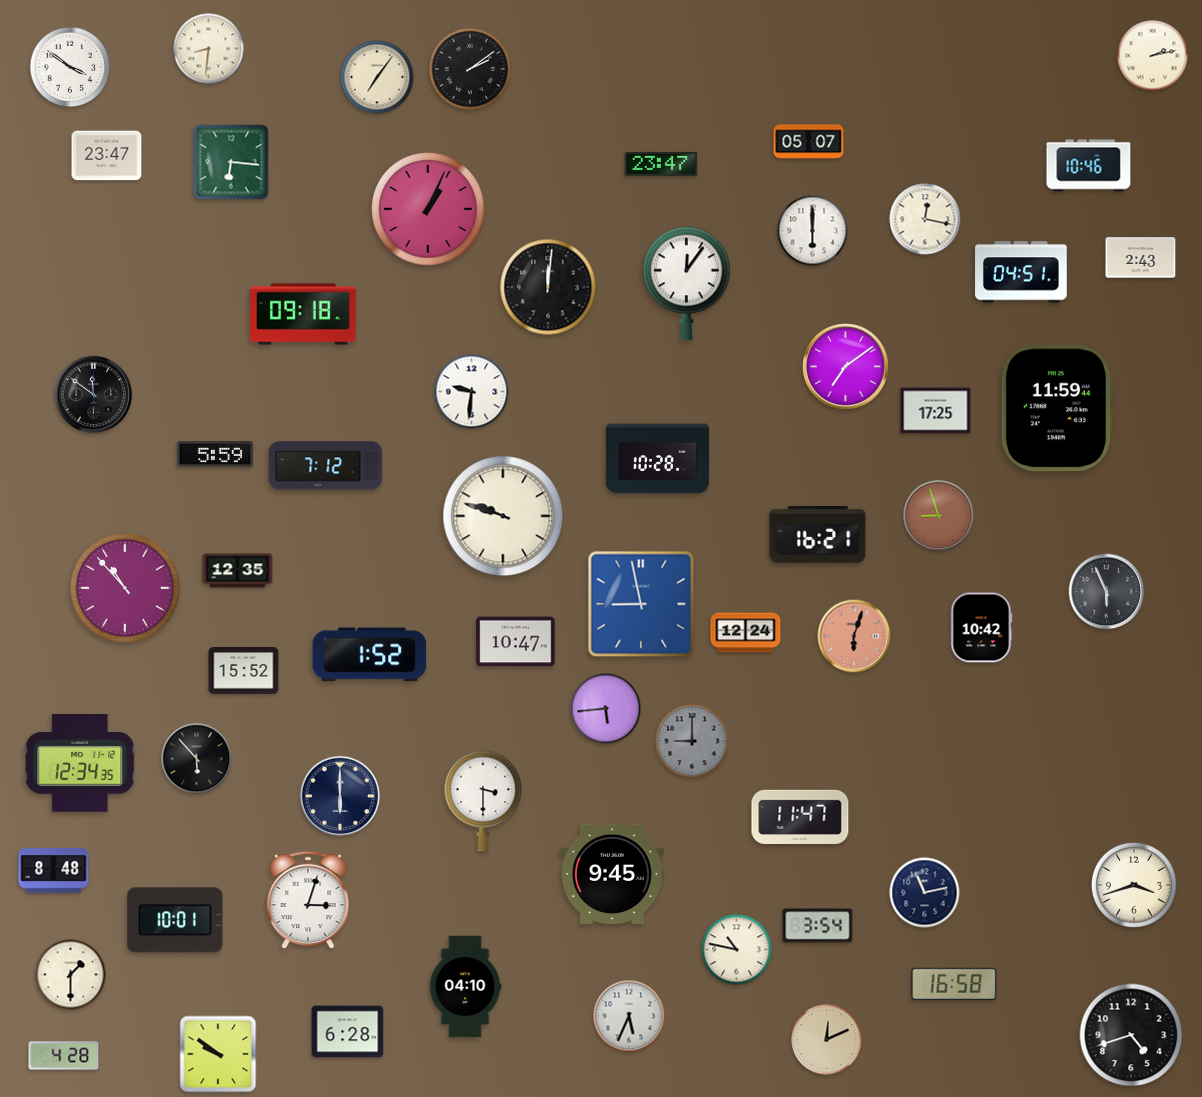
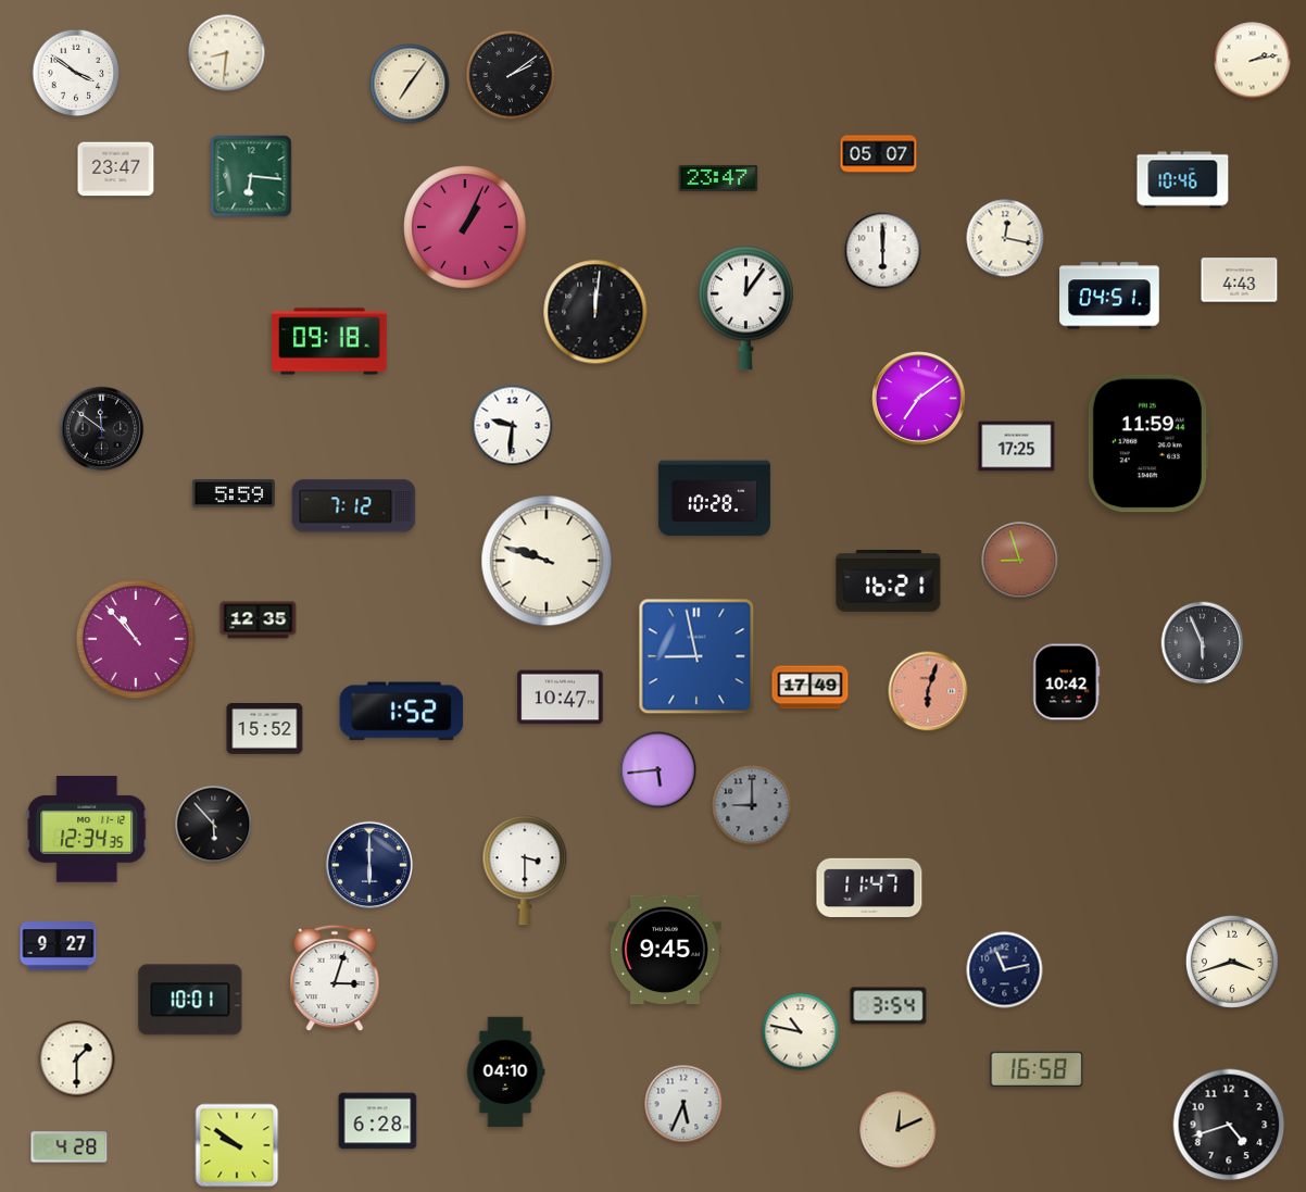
clock at (1141, 258): 2:43 -> 4:43
clock at (746, 633): 12:24 -> 17:49
clock at (54, 871): 8:48 -> 9:27
